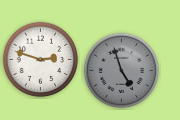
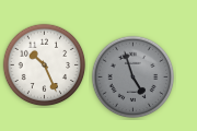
clock at (41, 60): 2:48 -> 10:26
